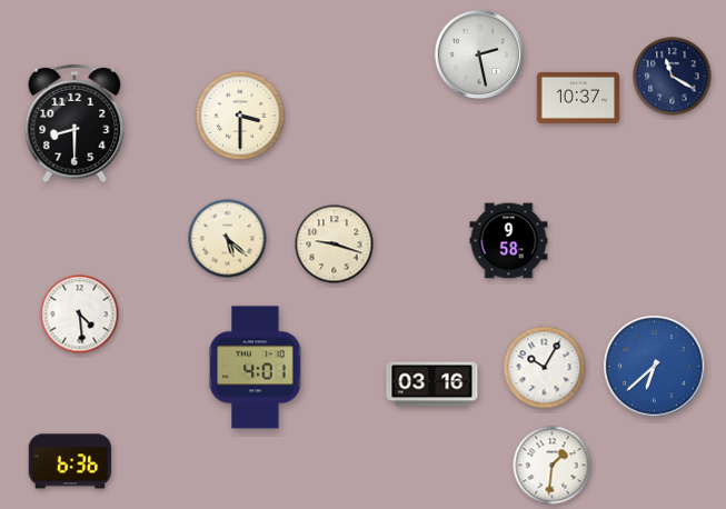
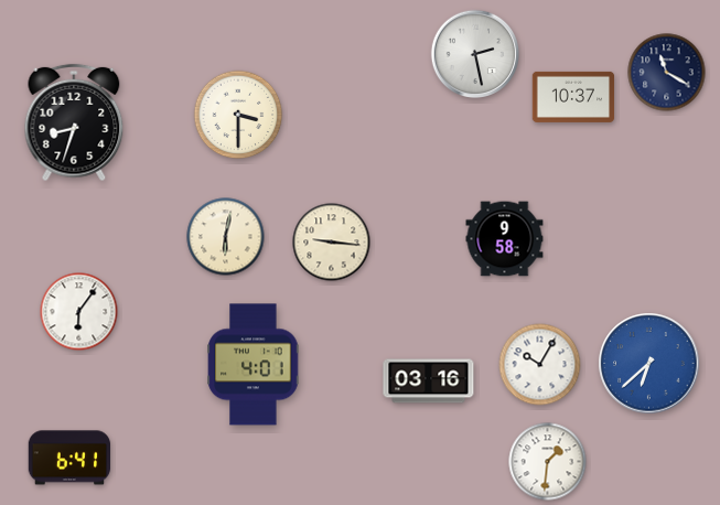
clock at (673, 77) position: (673, 77) -> (667, 73)
clock at (74, 123): 8:30 -> 8:33
clock at (228, 239): 5:22 -> 6:02
clock at (335, 244): 9:18 -> 9:16
clock at (80, 315): 4:29 -> 6:06
clock at (70, 461): 6:36 -> 6:41
